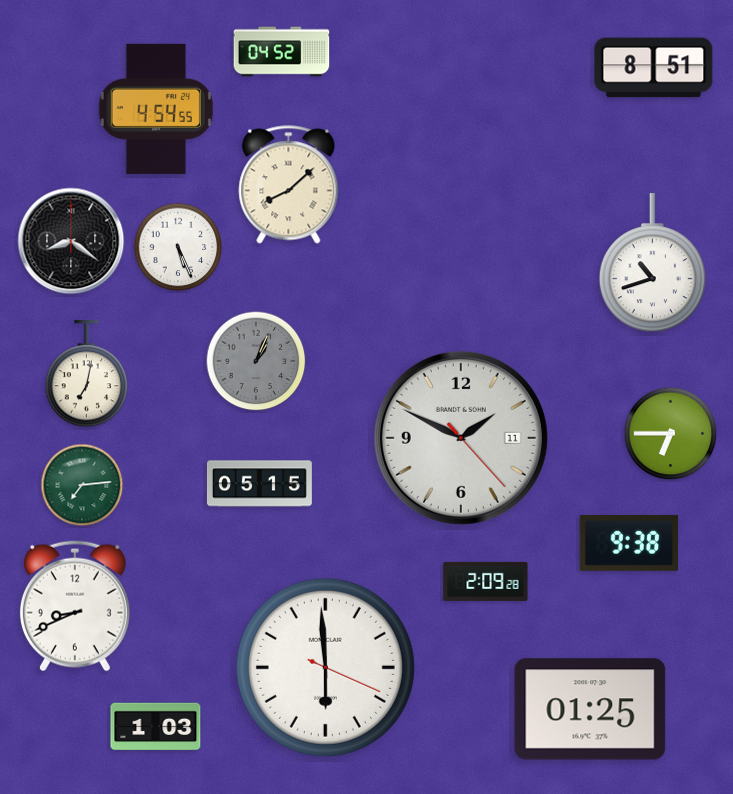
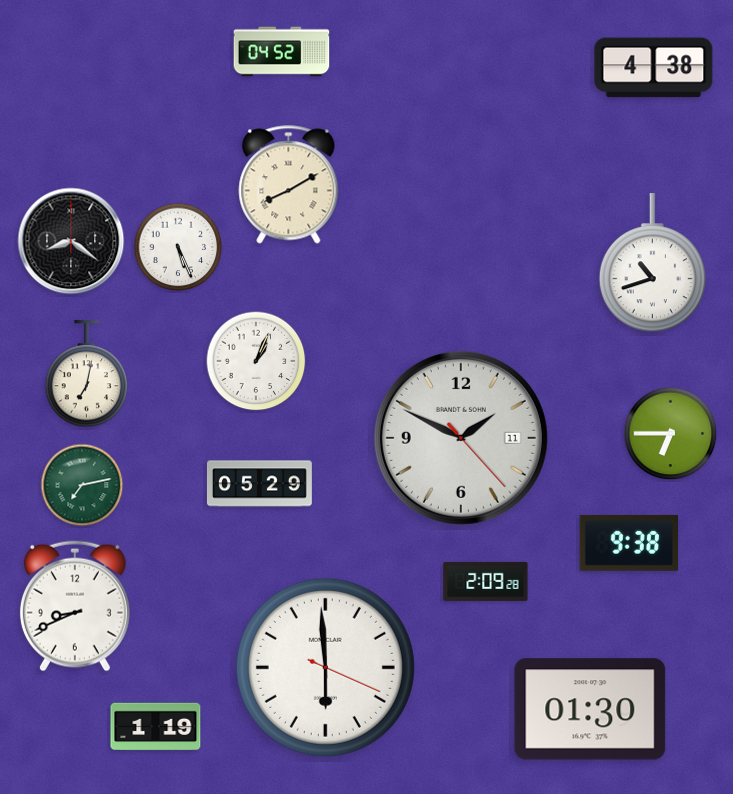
clock at (654, 68): 8:51 -> 4:38
clock at (156, 109): 4:54 -> none
clock at (289, 185): 8:08 -> 8:10
clock at (256, 361) dial: grey -> white
clock at (259, 484): 05:15 -> 05:29
clock at (82, 485): 7:14 -> 7:13
clock at (590, 709): 01:25 -> 01:30
clock at (156, 727): 1:03 -> 1:19
